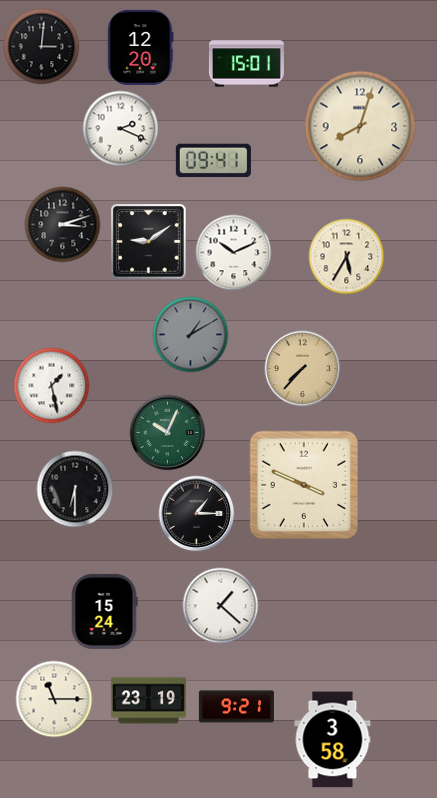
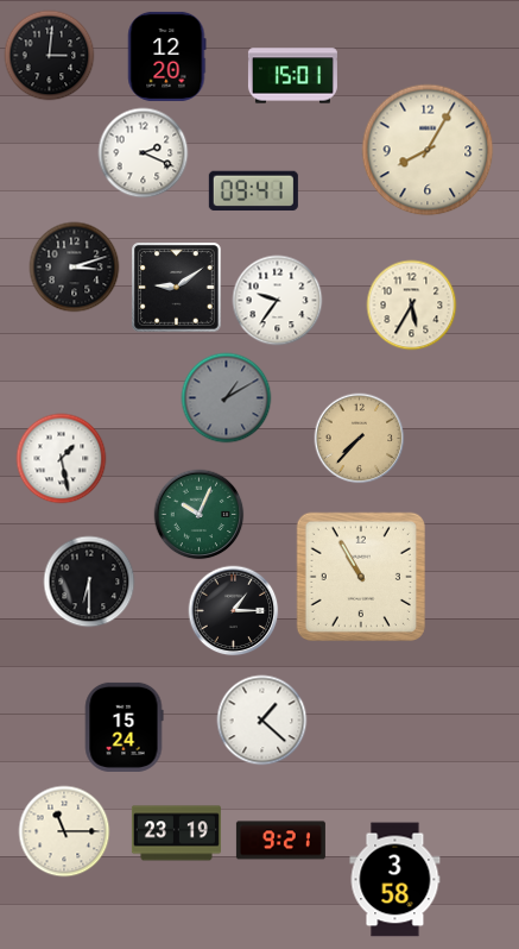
clock at (360, 126): 8:03 -> 8:05
clock at (234, 253): 10:11 -> 9:36
clock at (304, 485): 3:49 -> 10:55
